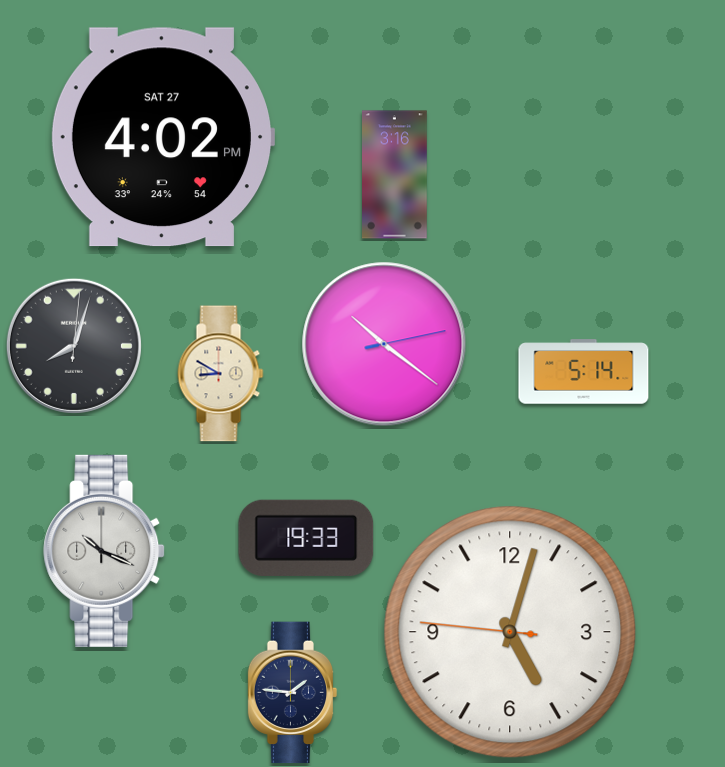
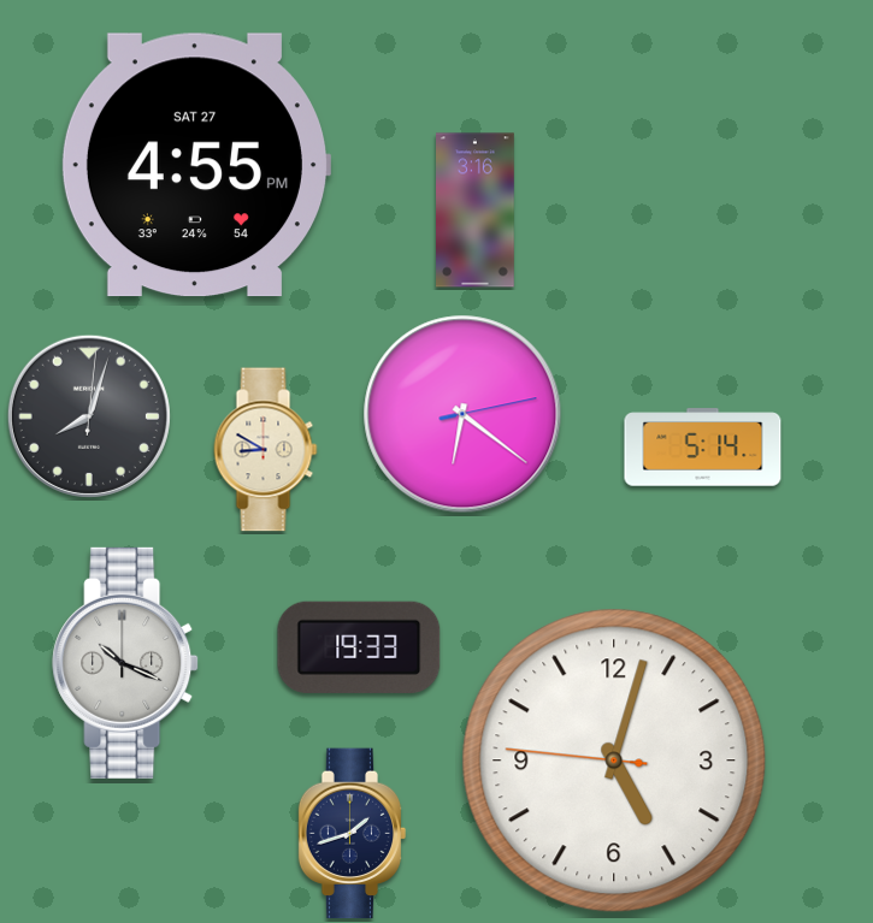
clock at (162, 137): 4:02 -> 4:55
clock at (384, 344): 10:21 -> 6:21
clock at (306, 538) position: (306, 538) -> (359, 647)
clock at (293, 693): 1:46 -> 1:42
